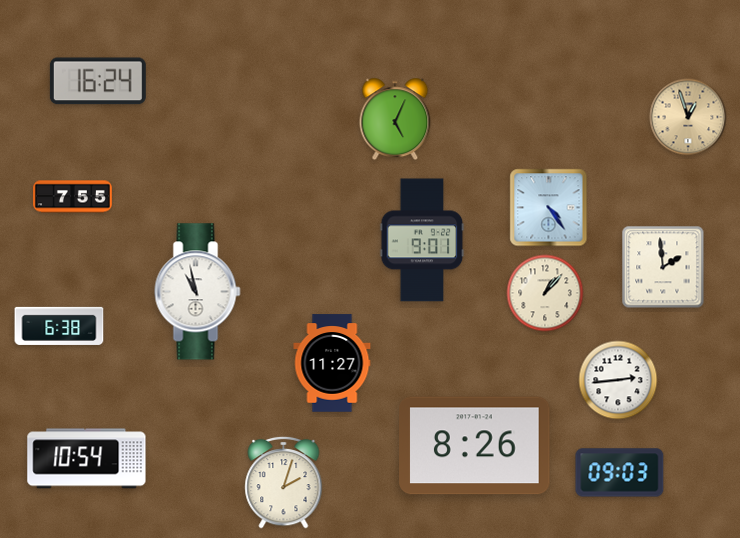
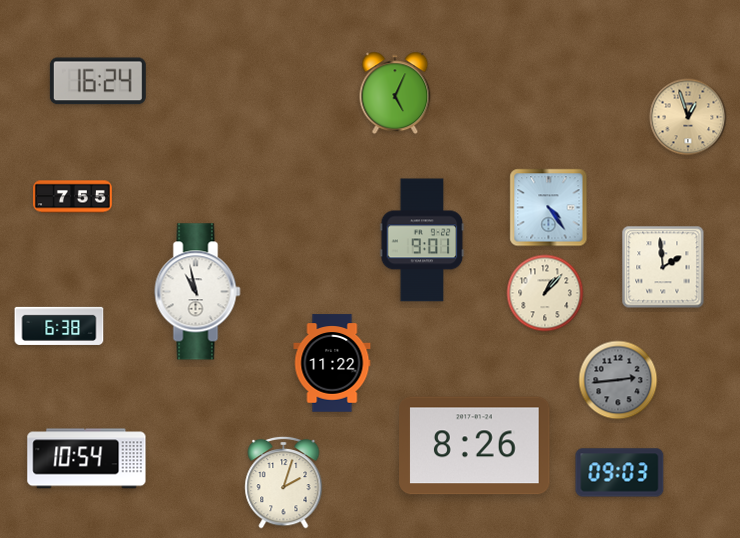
clock at (395, 119) position: (395, 119) -> (395, 93)
clock at (332, 363): 11:27 -> 11:22
clock at (618, 380) dial: white -> grey
